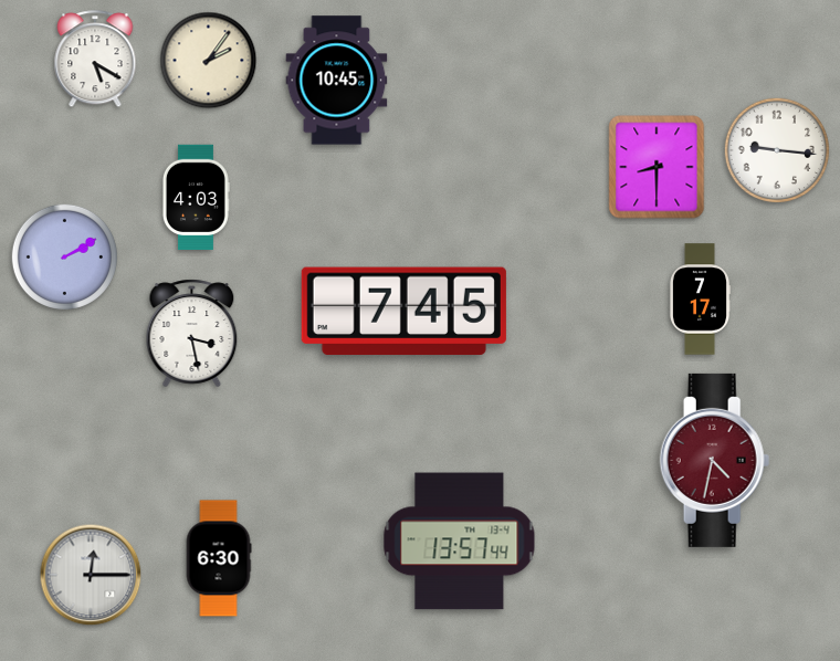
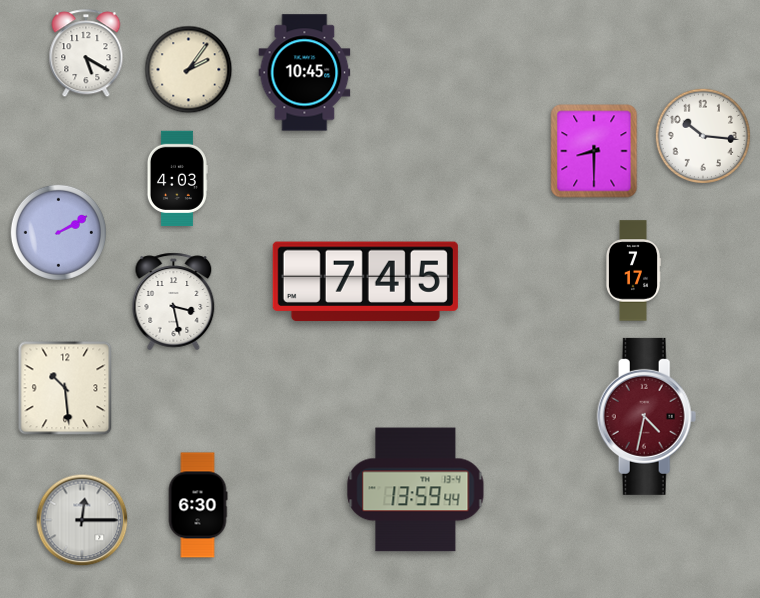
clock at (209, 61) position: (209, 61) -> (189, 70)
clock at (776, 149): 9:16 -> 10:16
clock at (65, 388): none -> 10:29
clock at (460, 542): 13:57 -> 13:59
